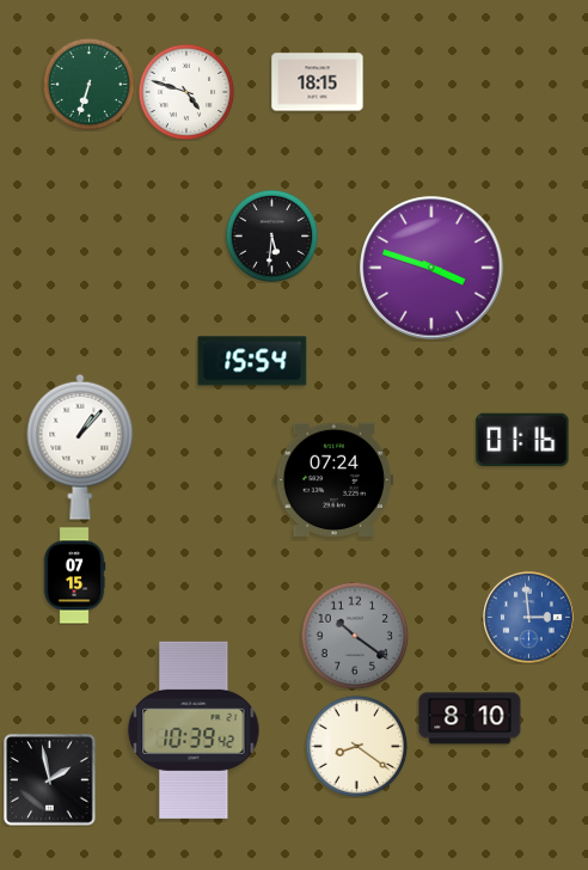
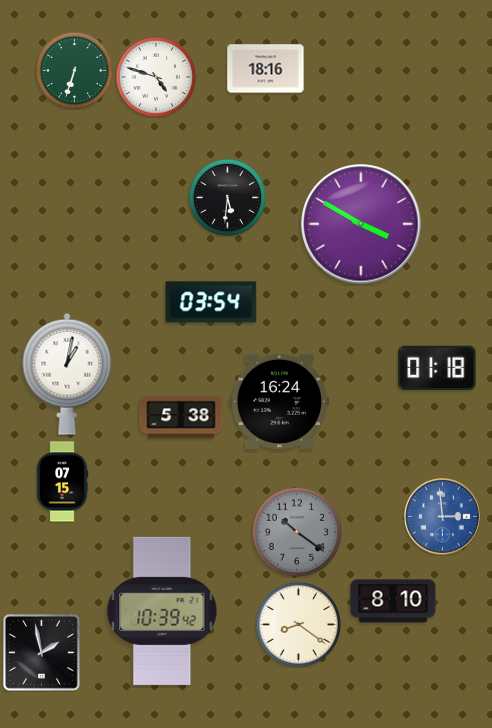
clock at (318, 82): 18:15 -> 18:16
clock at (431, 268): 3:48 -> 3:50
clock at (252, 361): 15:54 -> 03:54
clock at (522, 440): 01:16 -> 01:18
clock at (80, 447): 1:07 -> 1:02
clock at (335, 479): 07:24 -> 16:24
clock at (181, 417): none -> 5:38
